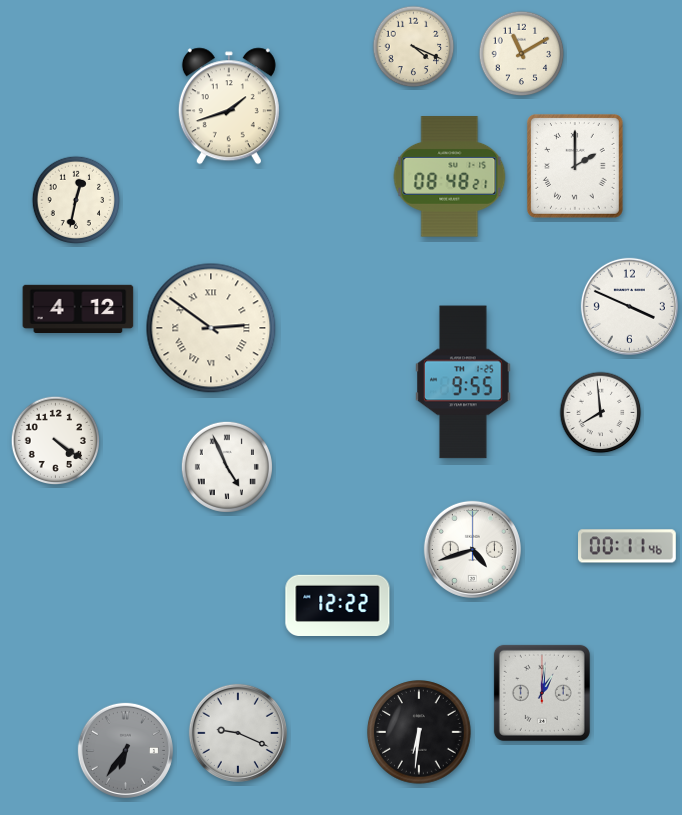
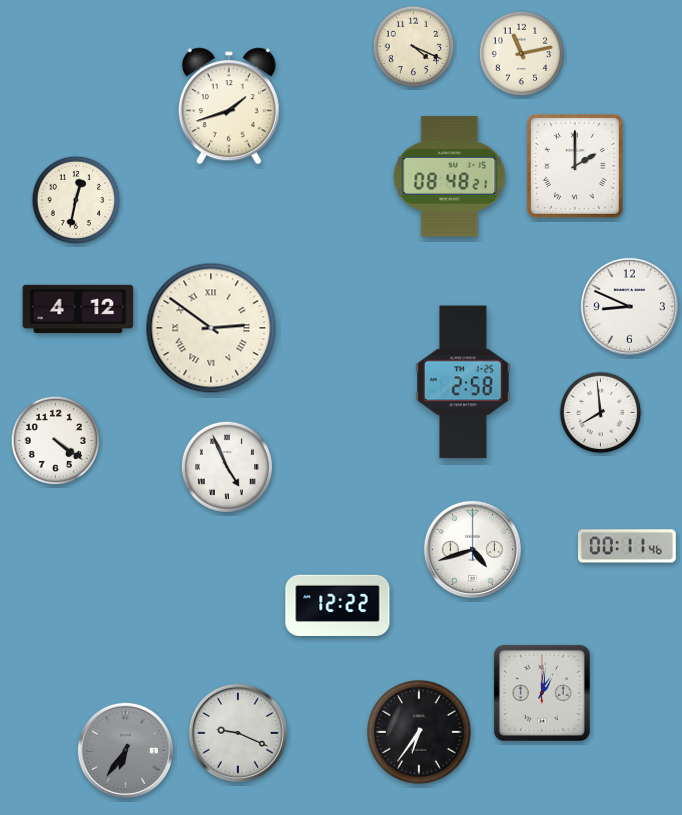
clock at (522, 54): 11:10 -> 11:13
clock at (629, 306): 3:49 -> 8:49
clock at (463, 382): 9:55 -> 2:58
clock at (419, 732): 6:31 -> 6:36
